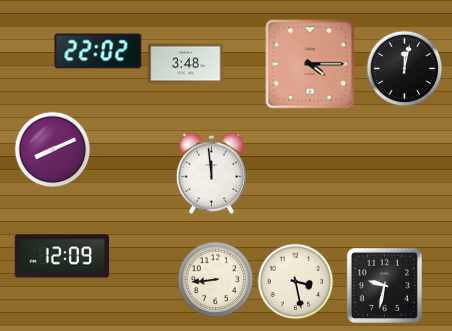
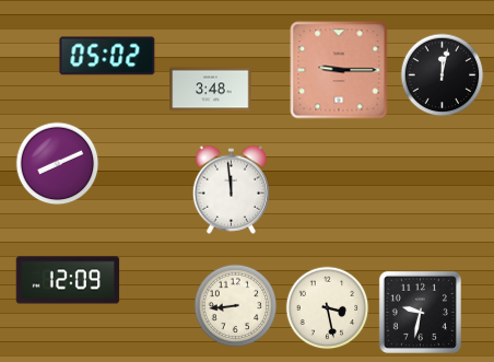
clock at (98, 51): 22:02 -> 05:02
clock at (186, 64) position: (186, 64) -> (211, 90)
clock at (310, 64): 4:15 -> 9:15
clock at (296, 282) position: (296, 282) -> (328, 308)
